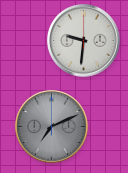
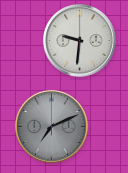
clock at (84, 41) position: (84, 41) -> (80, 41)
